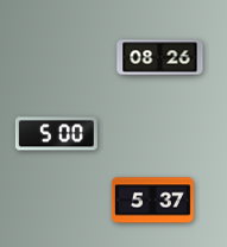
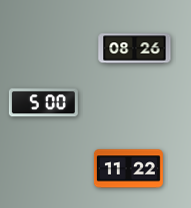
clock at (56, 134) position: (56, 134) -> (43, 103)
clock at (152, 201): 5:37 -> 11:22
